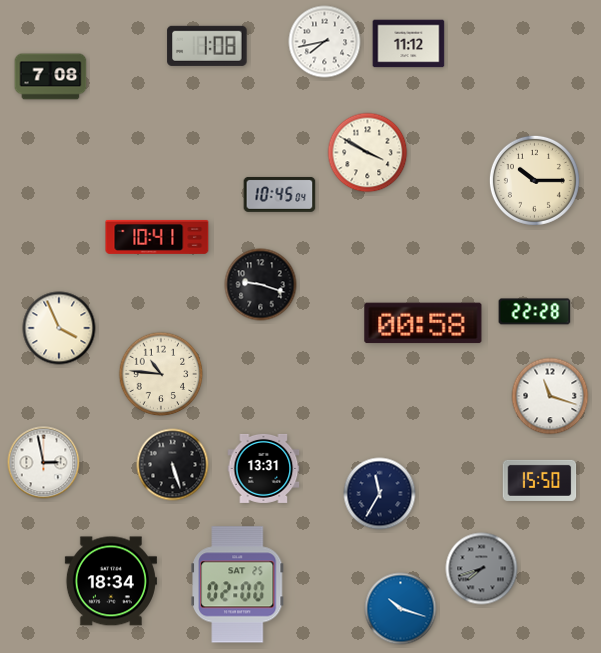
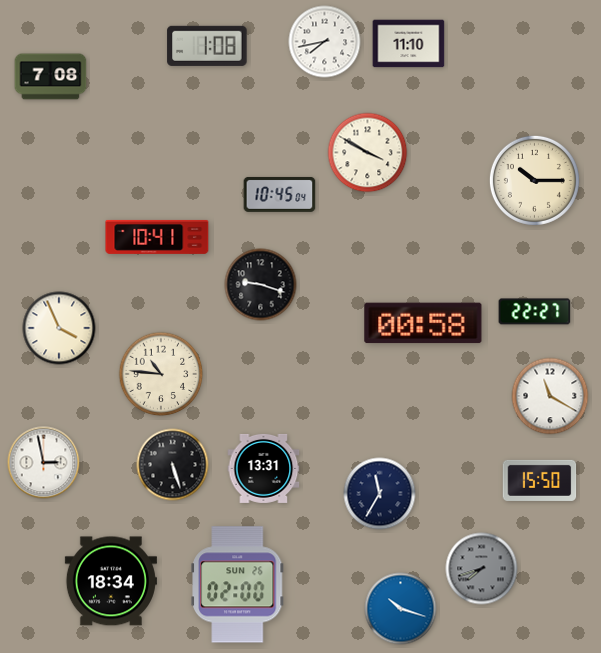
clock at (409, 44): 11:12 -> 11:10
clock at (535, 312): 22:28 -> 22:27
clock at (550, 396): 11:18 -> 11:20
clock at (238, 585) date: SAT 25 -> SUN 26
